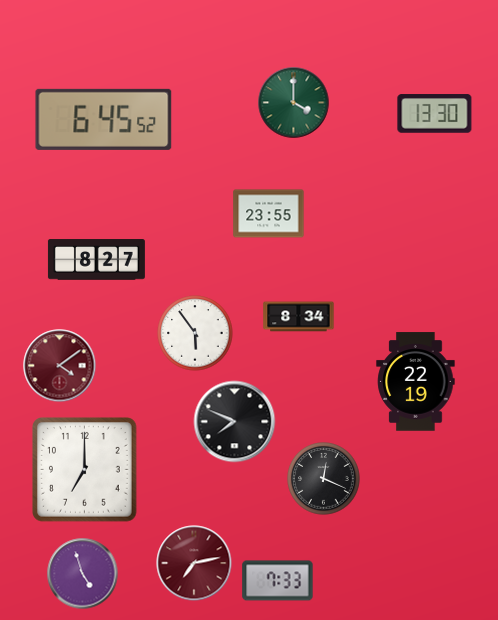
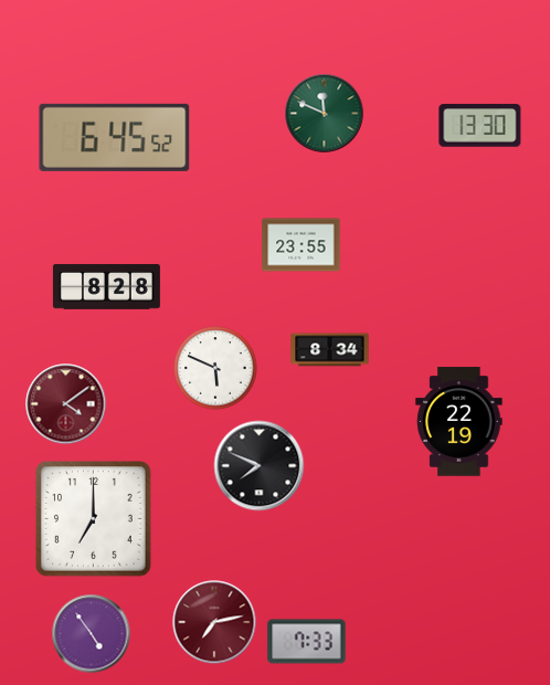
clock at (294, 103): 4:00 -> 11:49
clock at (104, 119) position: (104, 119) -> (115, 137)
clock at (269, 214) position: (269, 214) -> (302, 245)
clock at (96, 260): 8:27 -> 8:28
clock at (195, 333): 5:54 -> 5:49
clock at (324, 479): 12:19 -> none
clock at (83, 574): 4:57 -> 4:54
